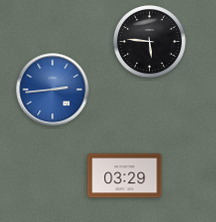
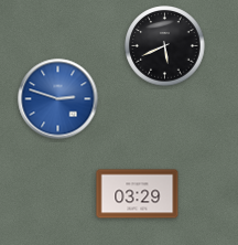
clock at (150, 42): 5:46 -> 5:41
clock at (53, 90): 2:44 -> 2:48
